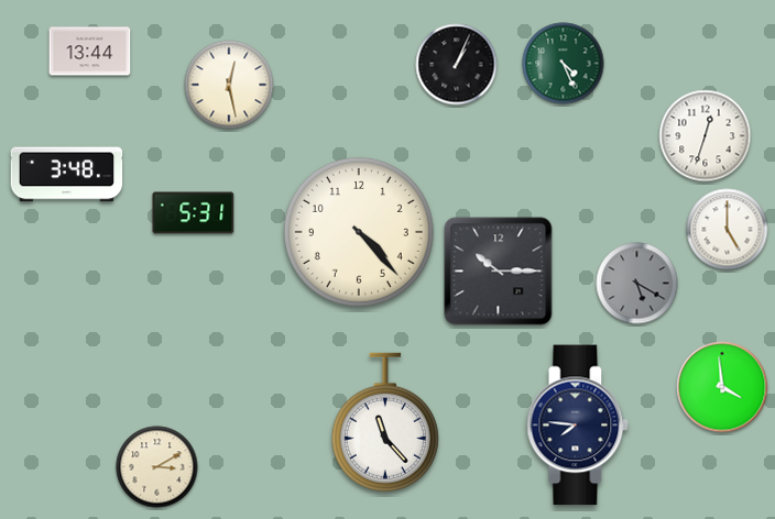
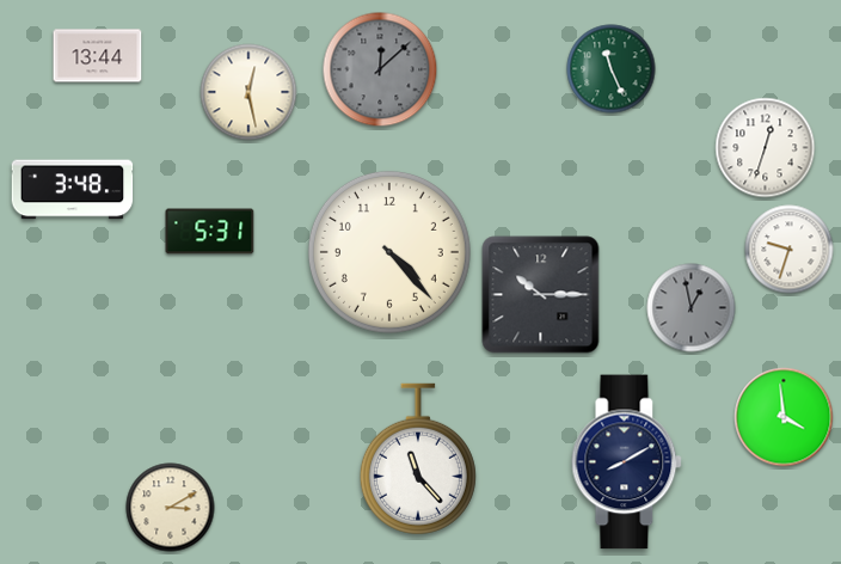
clock at (380, 69): none -> 12:08
clock at (564, 64): 4:26 -> 11:26
clock at (457, 65): 1:04 -> none
clock at (728, 230): 5:00 -> 9:33
clock at (637, 284): 5:20 -> 12:58
clock at (722, 387) position: (722, 387) -> (784, 417)
clock at (578, 426): 7:46 -> 8:10
